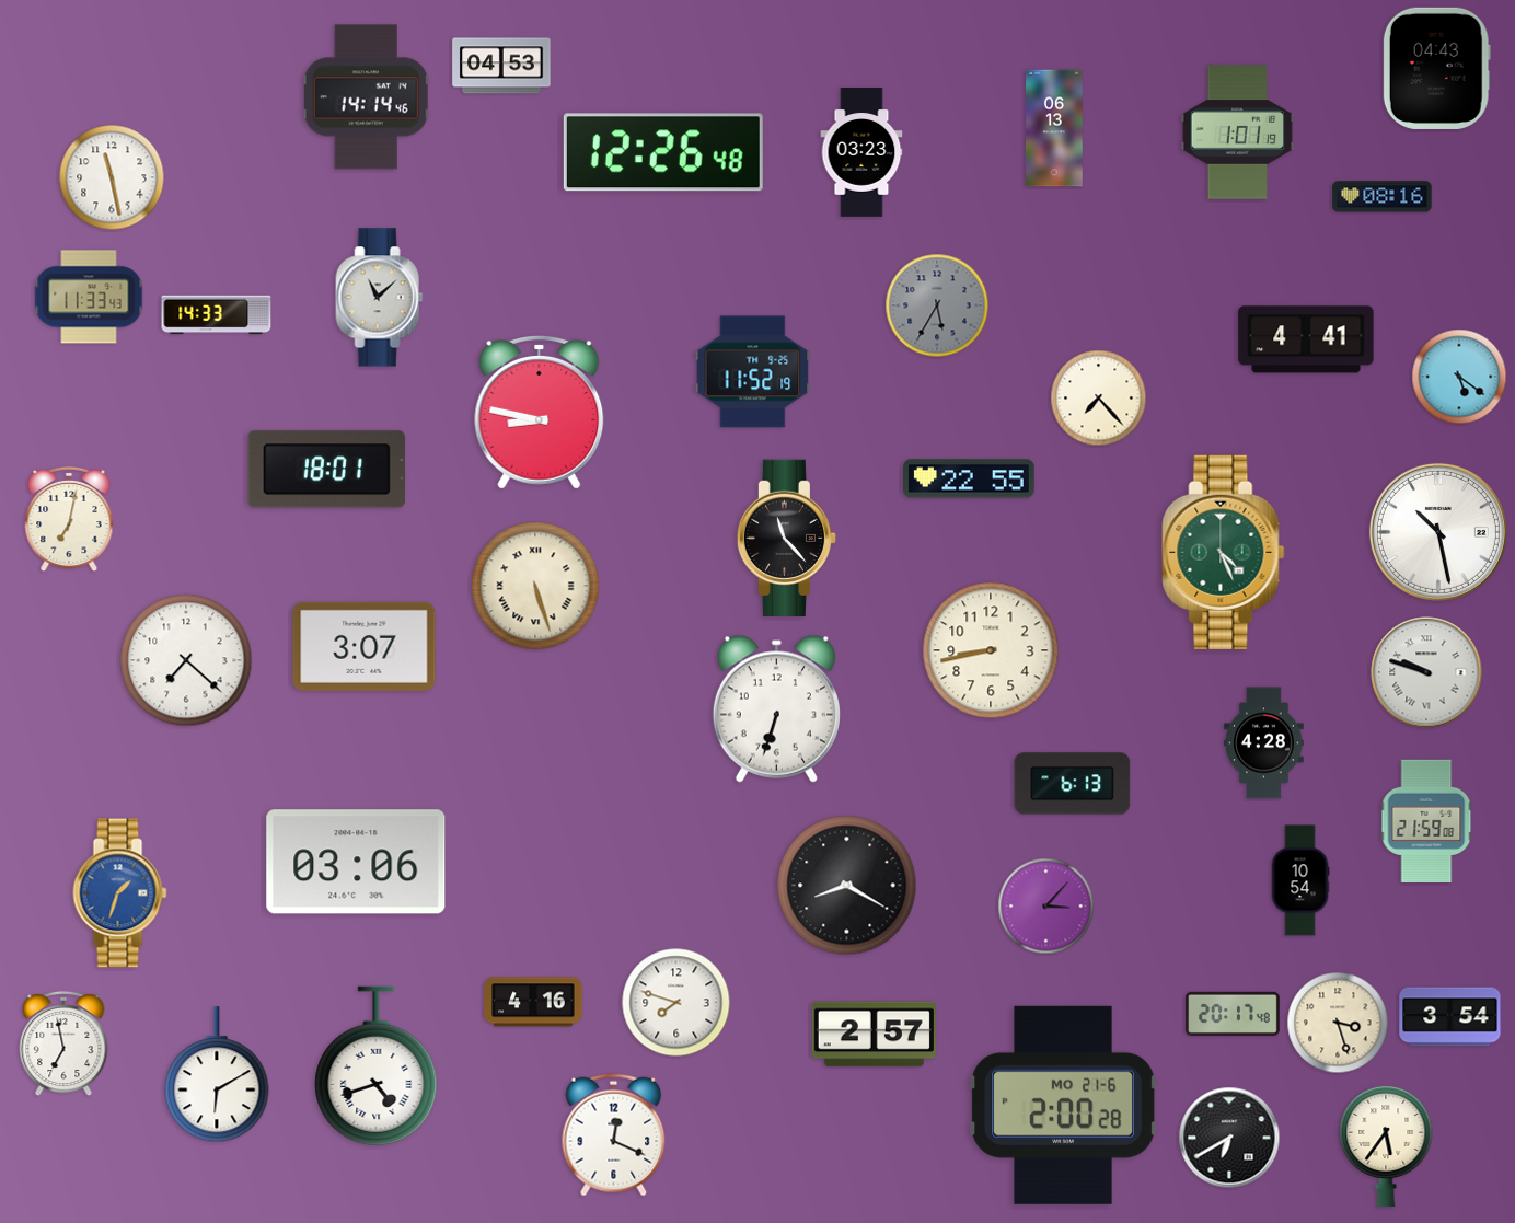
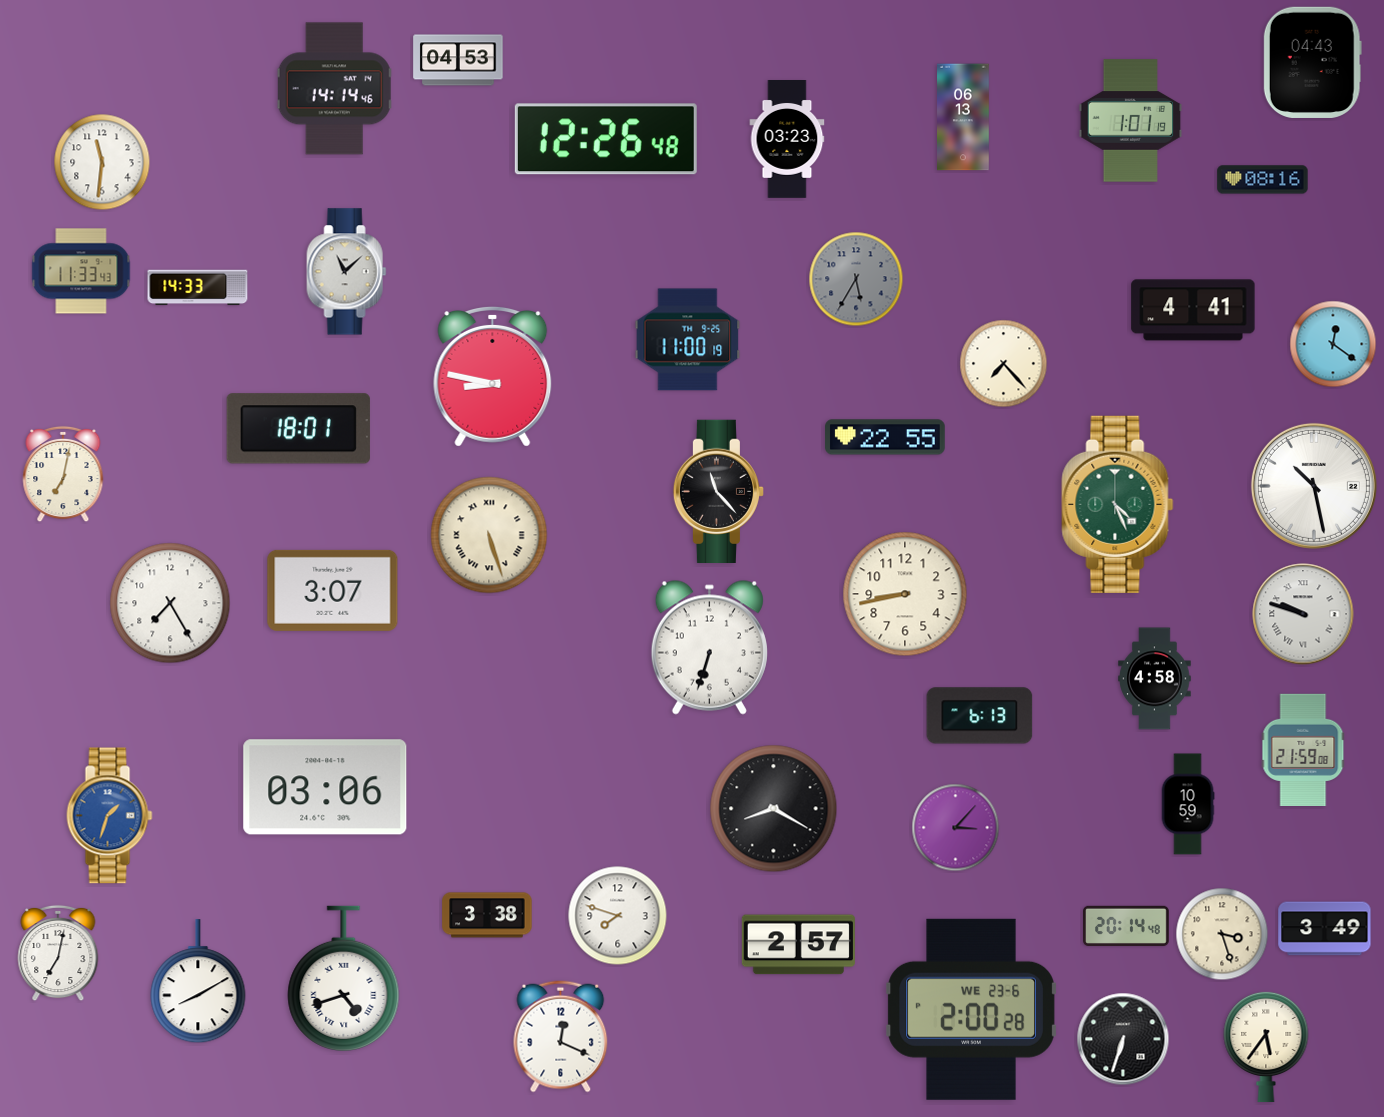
clock at (112, 177): 11:28 -> 11:31
clock at (753, 372): 11:52 -> 11:00
clock at (1459, 377): 5:21 -> 12:21
clock at (186, 660): 7:22 -> 7:25
clock at (1264, 743): 4:28 -> 4:58
clock at (1300, 880): 10:54 -> 10:59
clock at (533, 1002): 4:16 -> 3:38
clock at (1233, 1014): 20:17 -> 20:14
clock at (1450, 1017): 3:54 -> 3:49
clock at (63, 1043): 6:58 -> 7:02
clock at (377, 1065) position: (377, 1065) -> (344, 978)
clock at (217, 1075): 6:10 -> 8:10
clock at (1063, 1105) date: MO 21-6 -> WE 23-6
clock at (1229, 1138): 6:40 -> 6:33
